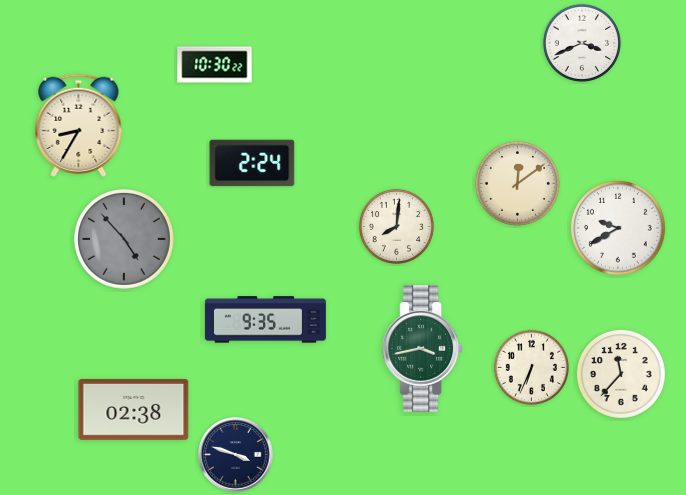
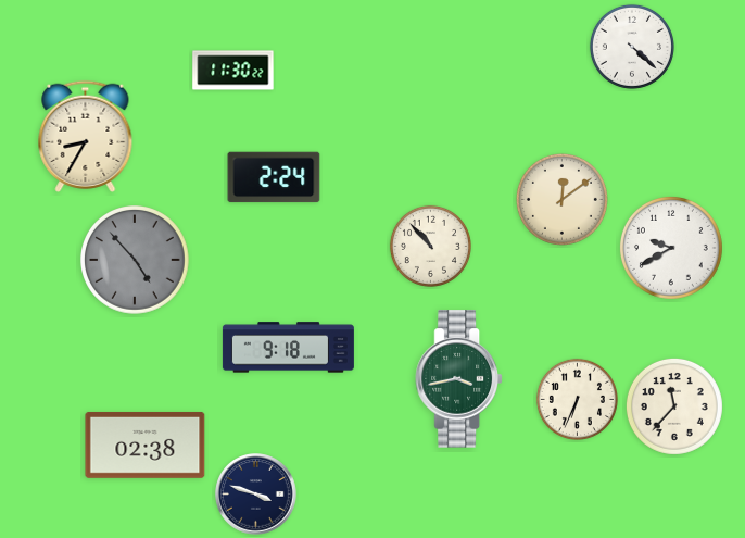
clock at (582, 43): 3:41 -> 4:22
clock at (215, 65): 10:30 -> 11:30
clock at (396, 226): 8:01 -> 10:53
clock at (265, 320): 9:35 -> 9:18
